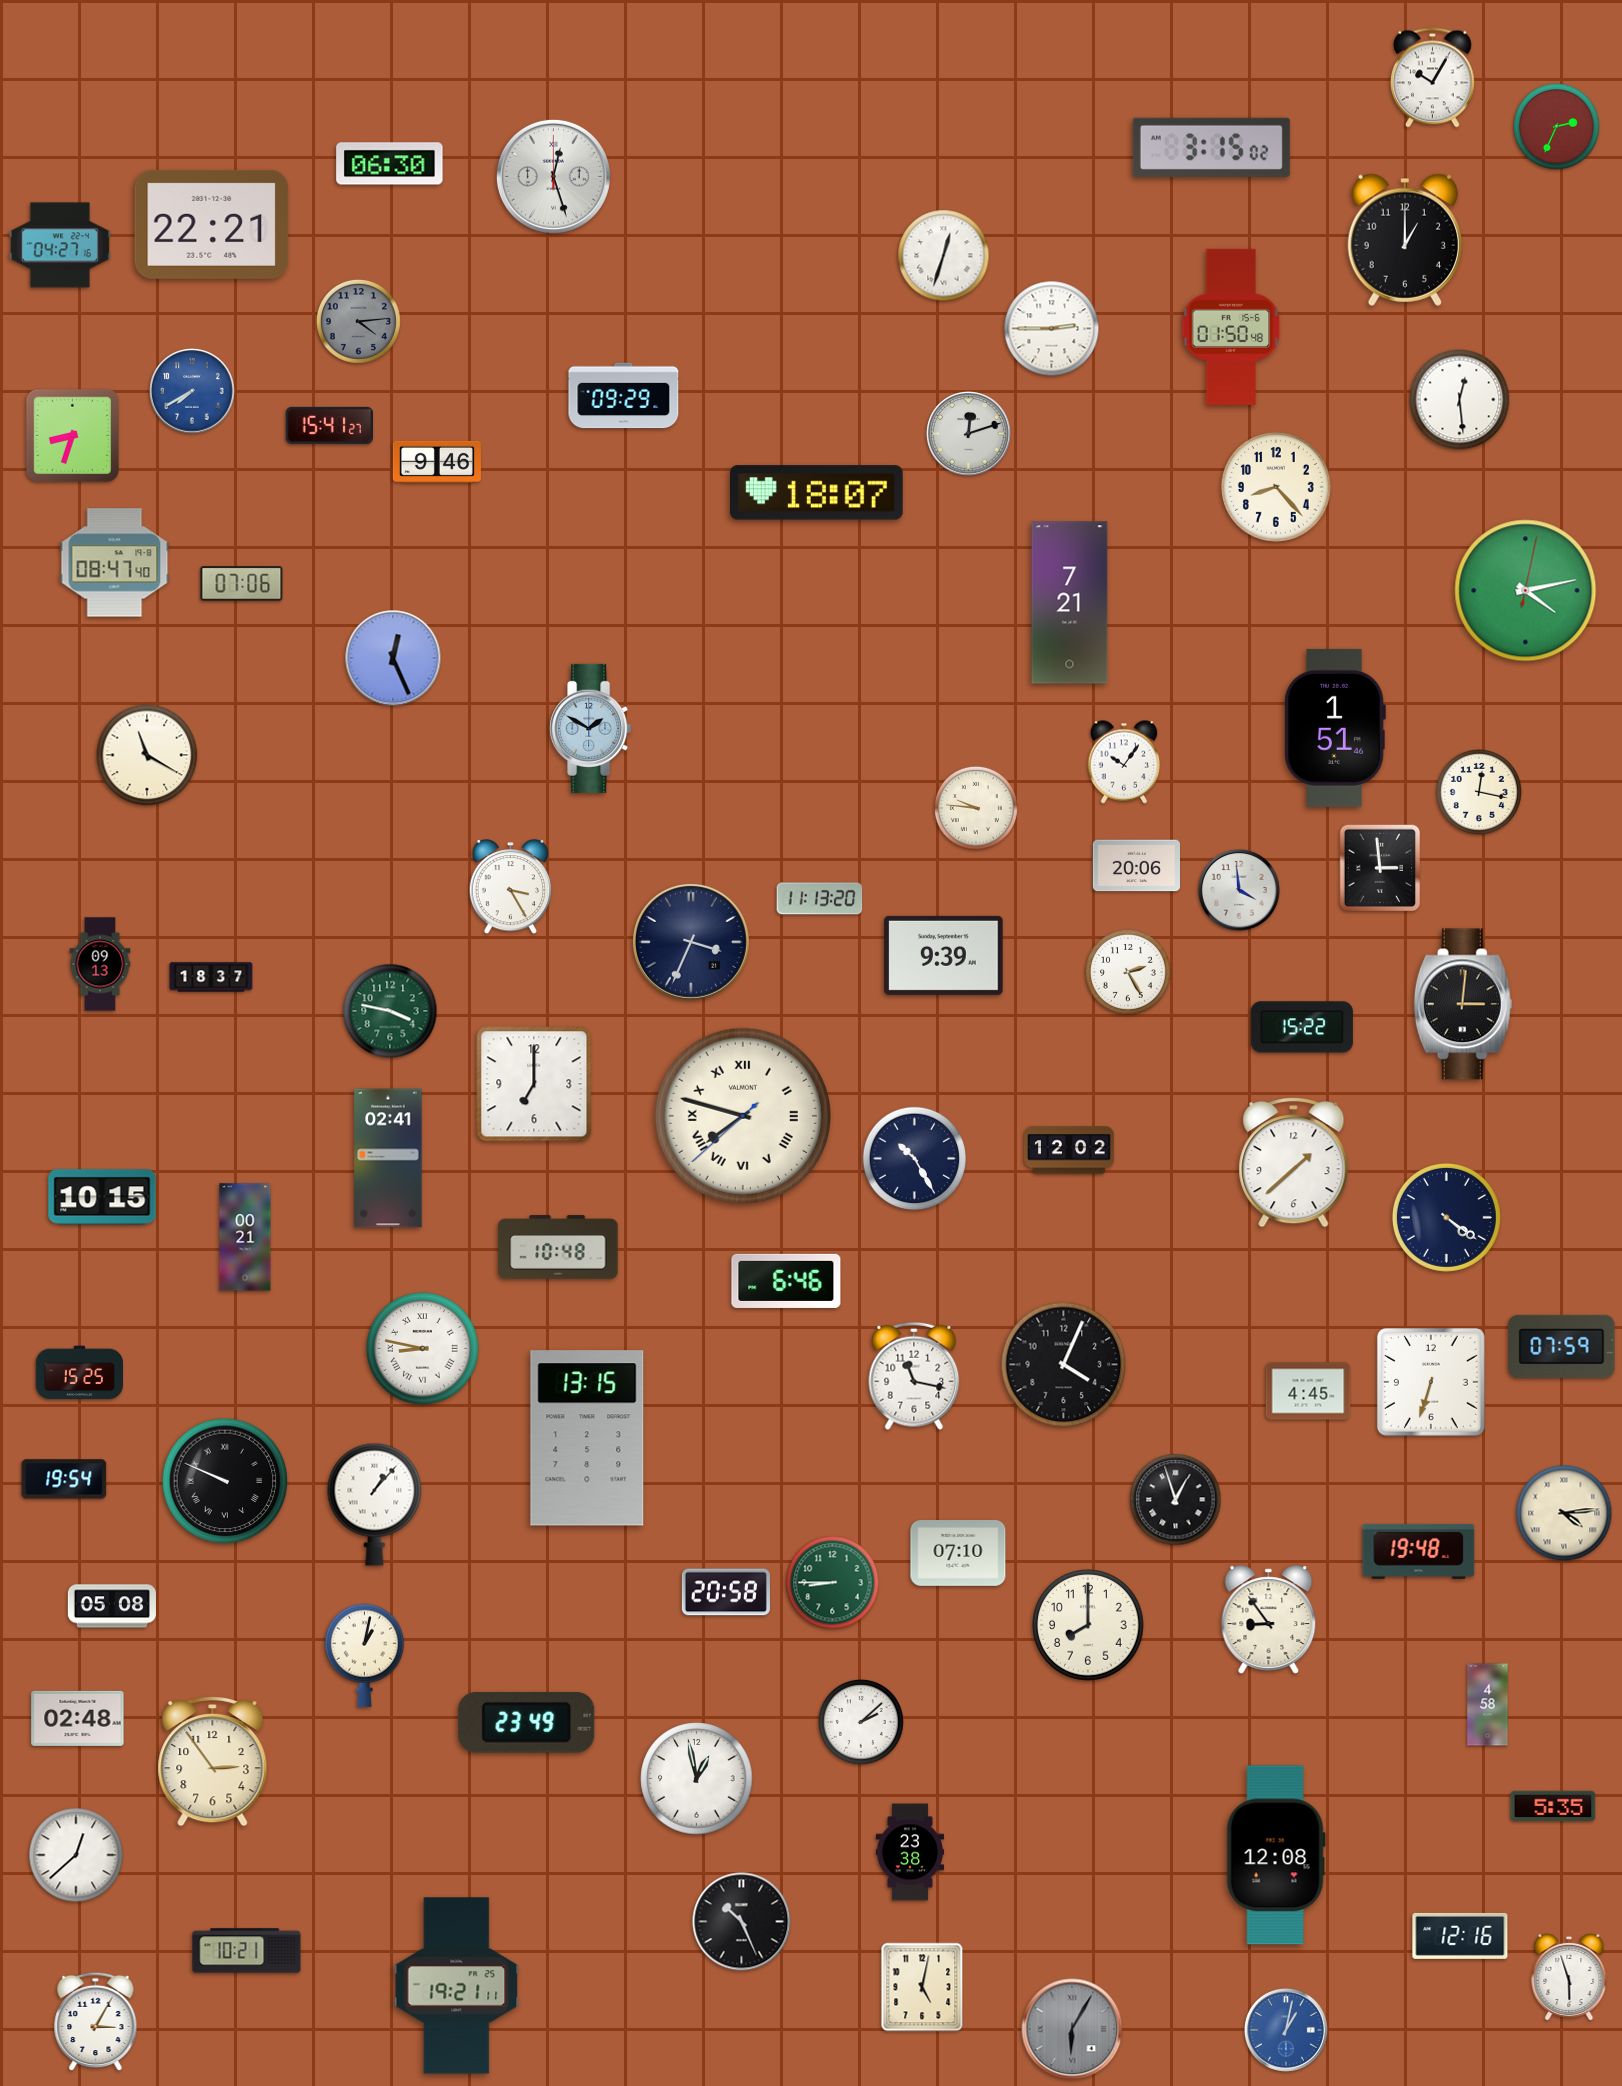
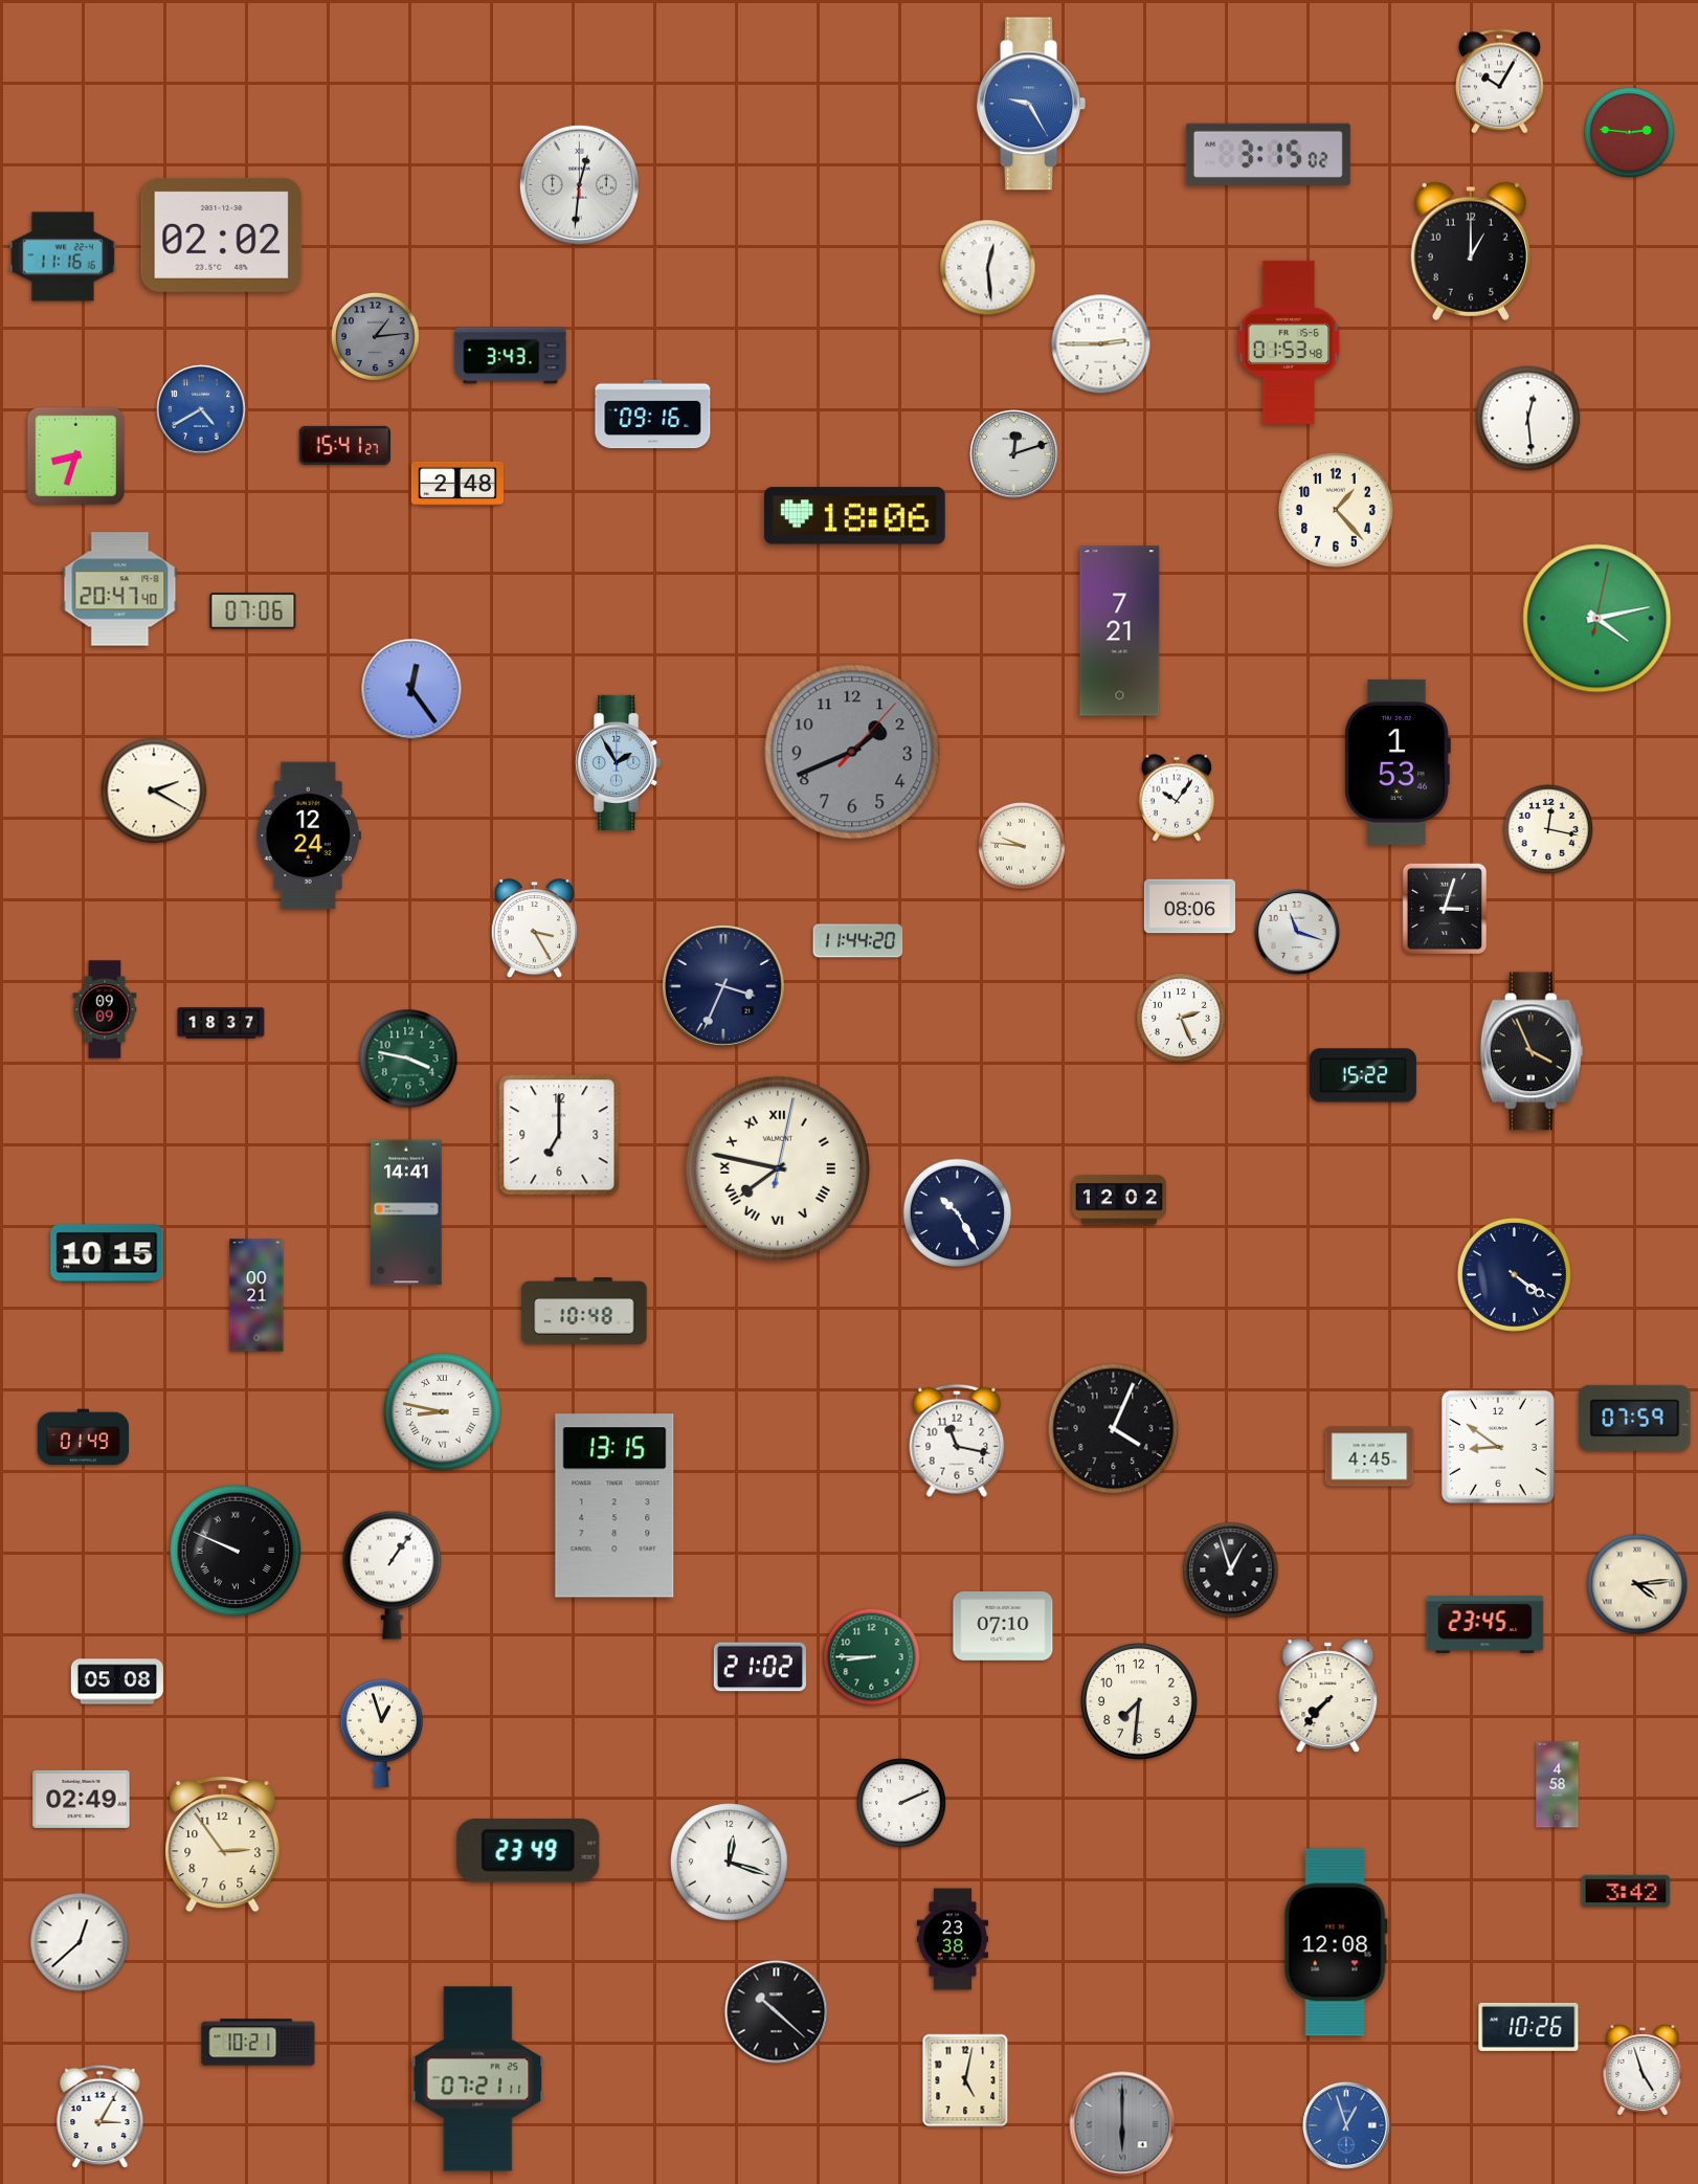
clock at (1031, 104): none -> 9:25
clock at (1557, 127): 2:34 -> 2:46
clock at (390, 164): 06:30 -> none
clock at (553, 176): 12:27 -> 12:31
clock at (212, 224): 22:21 -> 02:02
clock at (60, 245): 04:27 -> 11:16
clock at (944, 256): 12:33 -> 12:29
clock at (358, 321): 4:14 -> 1:14
clock at (1231, 327): 01:50 -> 01:53
clock at (511, 356): none -> 3:43
clock at (192, 391): 7:40 -> 4:40
clock at (624, 396): 09:29 -> 09:16
clock at (437, 462): 9:46 -> 2:48
clock at (1276, 487): 8:23 -> 1:23
clock at (817, 493): 18:07 -> 18:06
clock at (115, 563): 08:47 -> 20:47
clock at (393, 658): 12:26 -> 12:24
clock at (852, 752): none -> 1:41
clock at (591, 728): 1:50 -> 1:55
clock at (1335, 728): 1:51 -> 1:53
clock at (147, 755): 11:20 -> 2:20
clock at (309, 835): none -> 12:24
clock at (1137, 866): 20:06 -> 08:06
clock at (1380, 868): 2:59 -> 3:03
clock at (1239, 890): 3:59 -> 11:18
clock at (820, 899): 11:13 -> 11:44
clock at (944, 955): 9:39 -> none
clock at (100, 964): 09:13 -> 09:09
clock at (1128, 972): 2:25 -> 2:26
clock at (1463, 1004): 3:01 -> 3:56
clock at (743, 1116): 7:47:38 -> 7:47:02
clock at (1070, 1150) position: (1070, 1150) -> (1120, 1200)
clock at (388, 1158): 02:41 -> 14:41
clock at (1294, 1162): 1:38 -> none
clock at (558, 1247) position: (558, 1247) -> (584, 1311)
clock at (786, 1281): 6:46 -> none
clock at (1562, 1346) position: (1562, 1346) -> (1635, 1418)
clock at (79, 1373): 15:25 -> 01:49
clock at (1431, 1382): 6:33 -> 8:51
clock at (64, 1479): 19:54 -> none
clock at (375, 1504): 1:07 -> 1:06
clock at (1419, 1551): 19:48 -> 23:45
clock at (726, 1592): 20:58 -> 21:02
clock at (1269, 1620): 8:54 -> 7:37
clock at (1088, 1625): 8:00 -> 7:31
clock at (364, 1655): 1:02 -> 12:57
clock at (78, 1718): 02:48 -> 02:49
clock at (527, 1722) position: (527, 1722) -> (529, 1850)
clock at (861, 1722): 2:08 -> 2:11
clock at (697, 1779): 12:58 -> 12:18
clock at (1553, 1806): 5:35 -> 3:42
clock at (742, 1922): 10:26 -> 10:22
clock at (1460, 1936): 12:16 -> 10:26
clock at (1569, 1976): 5:57 -> 4:57
clock at (457, 1986): 19:21 -> 07:21
clock at (1072, 2029): 6:05 -> 6:00
clock at (1286, 2030): 1:02 -> 12:57
